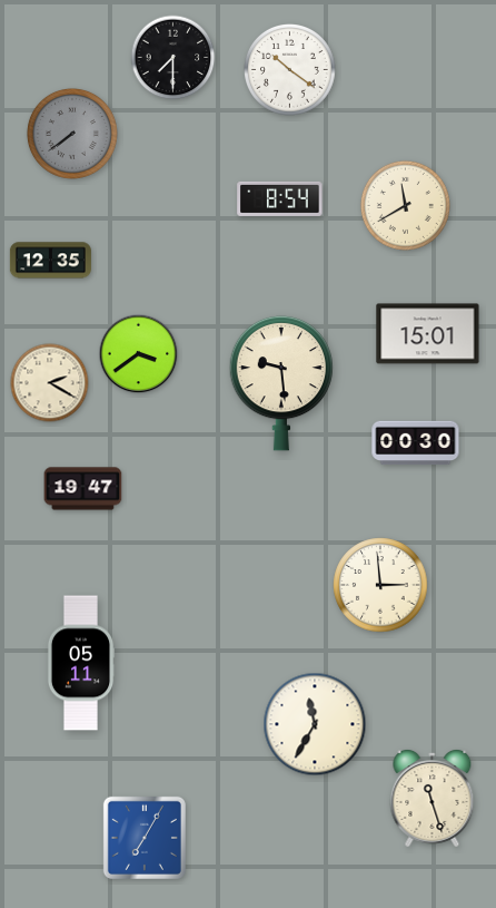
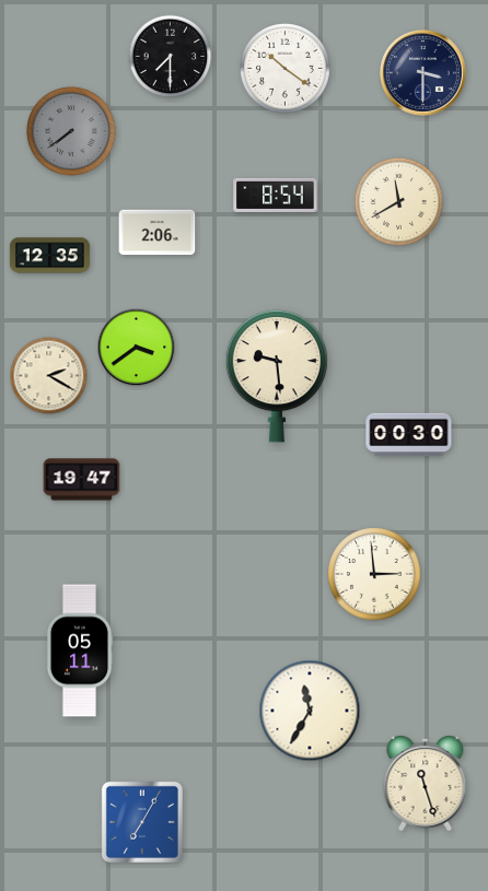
clock at (422, 72): none -> 3:30
clock at (158, 233): none -> 2:06
clock at (428, 334): 15:01 -> none
